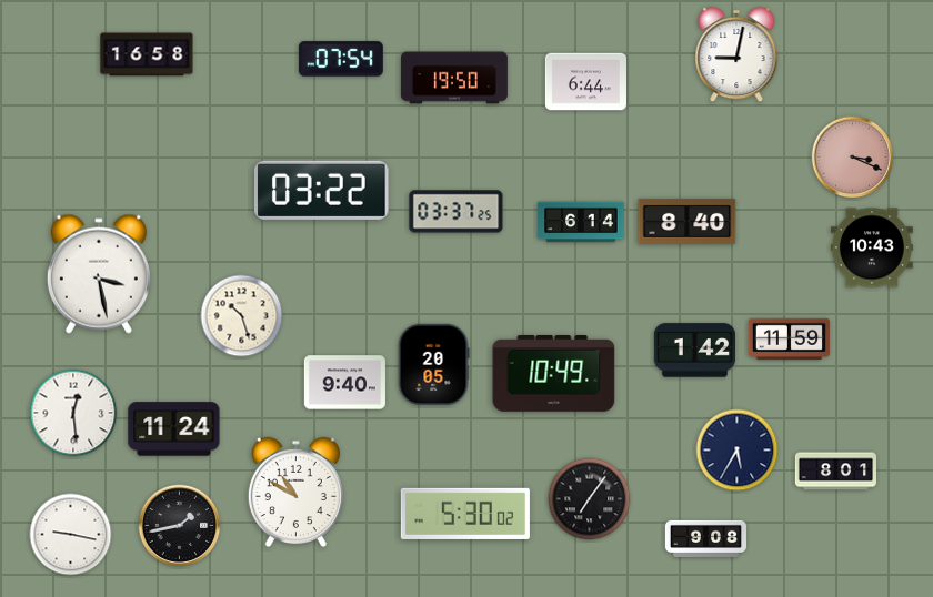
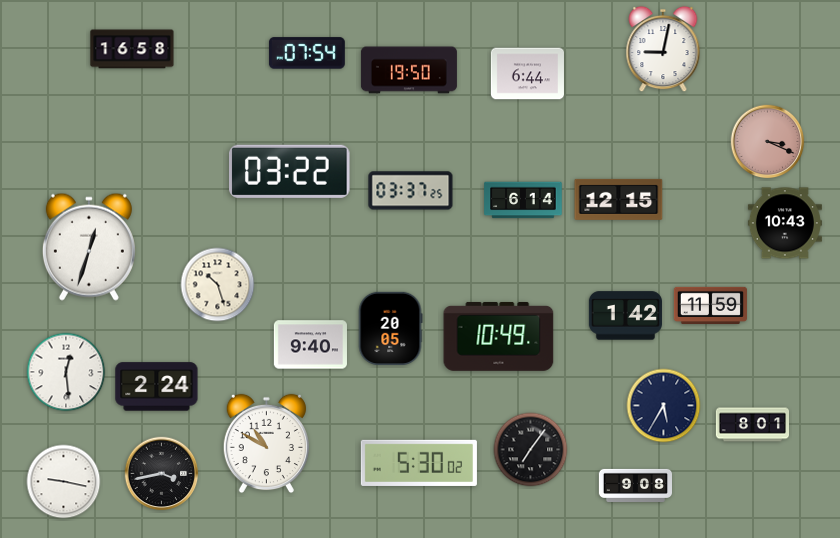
clock at (688, 221): 8:40 -> 12:15
clock at (99, 274): 3:28 -> 12:33
clock at (174, 429): 11:24 -> 2:24
clock at (180, 526): 1:43 -> 3:43
